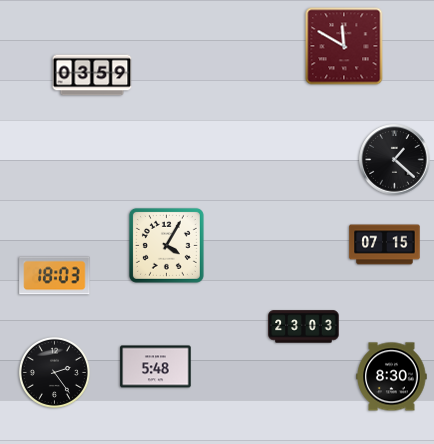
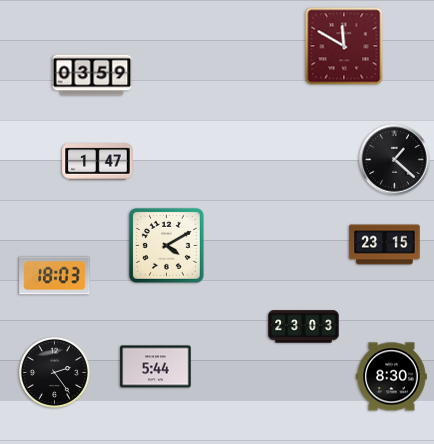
clock at (98, 162): none -> 1:47
clock at (166, 245): 4:05 -> 4:10
clock at (385, 245): 07:15 -> 23:15
clock at (156, 367): 5:48 -> 5:44
